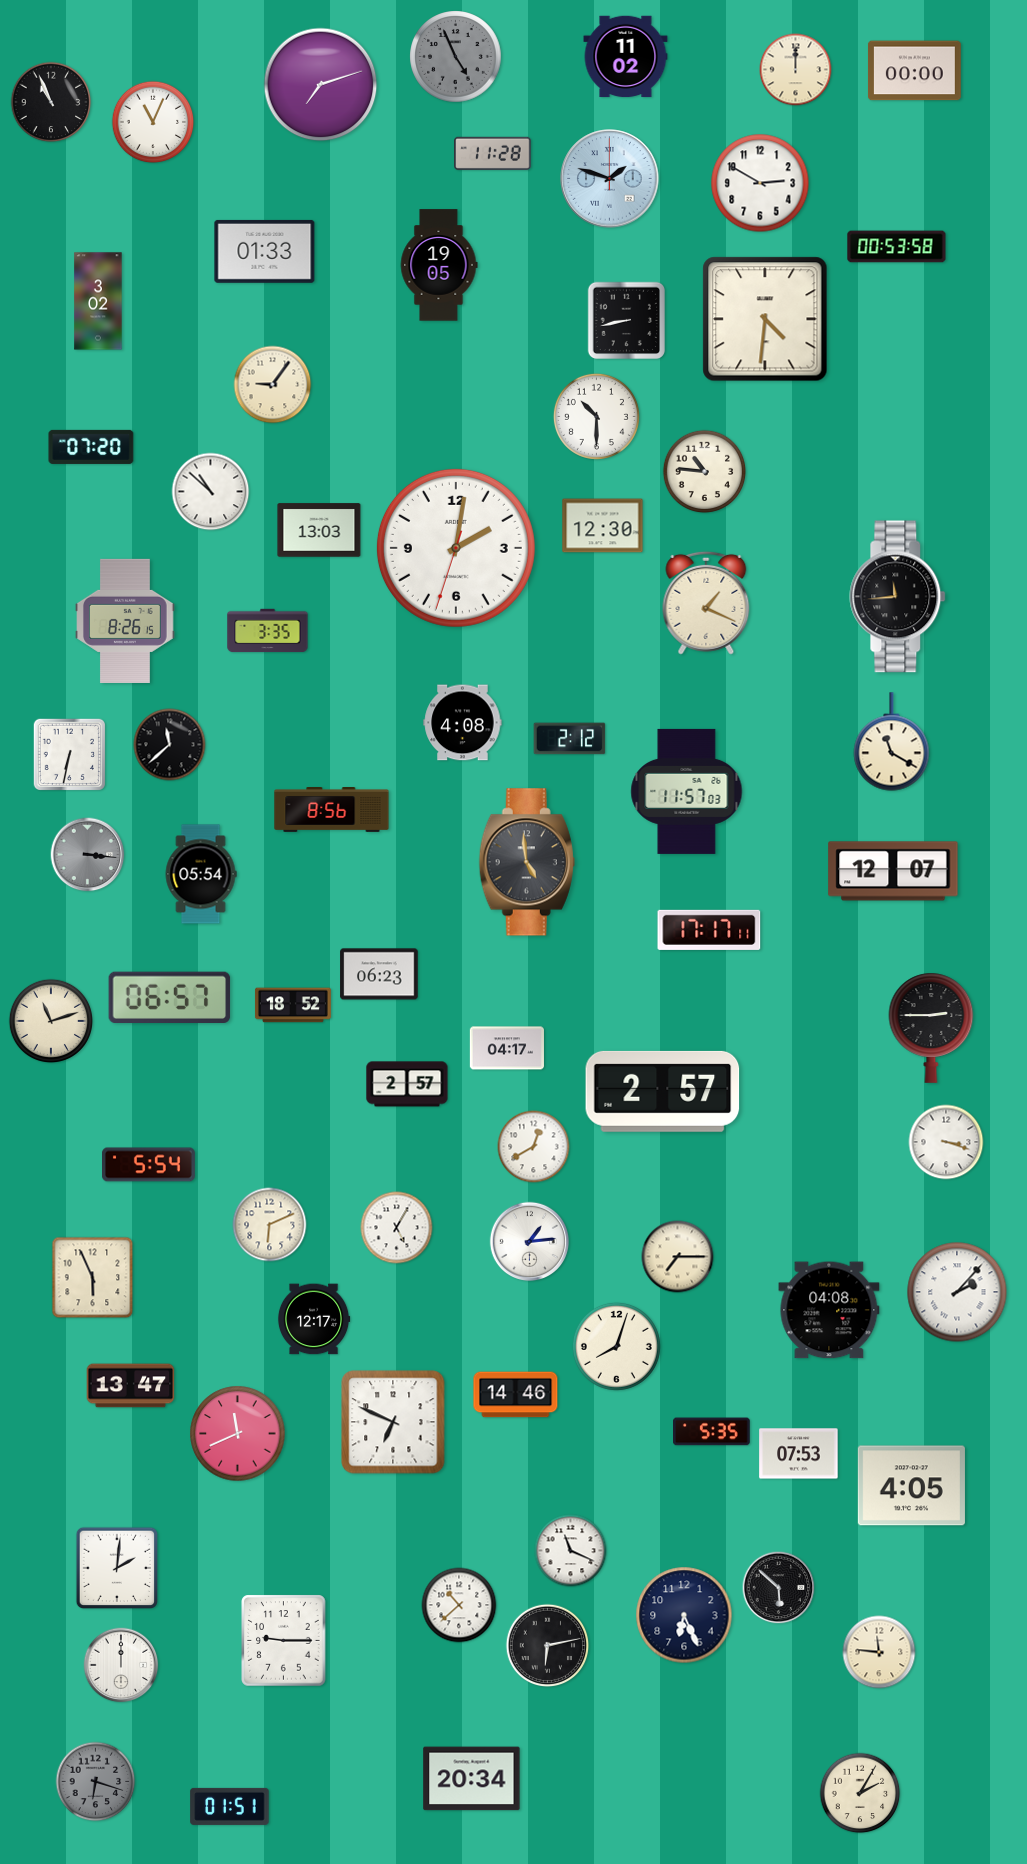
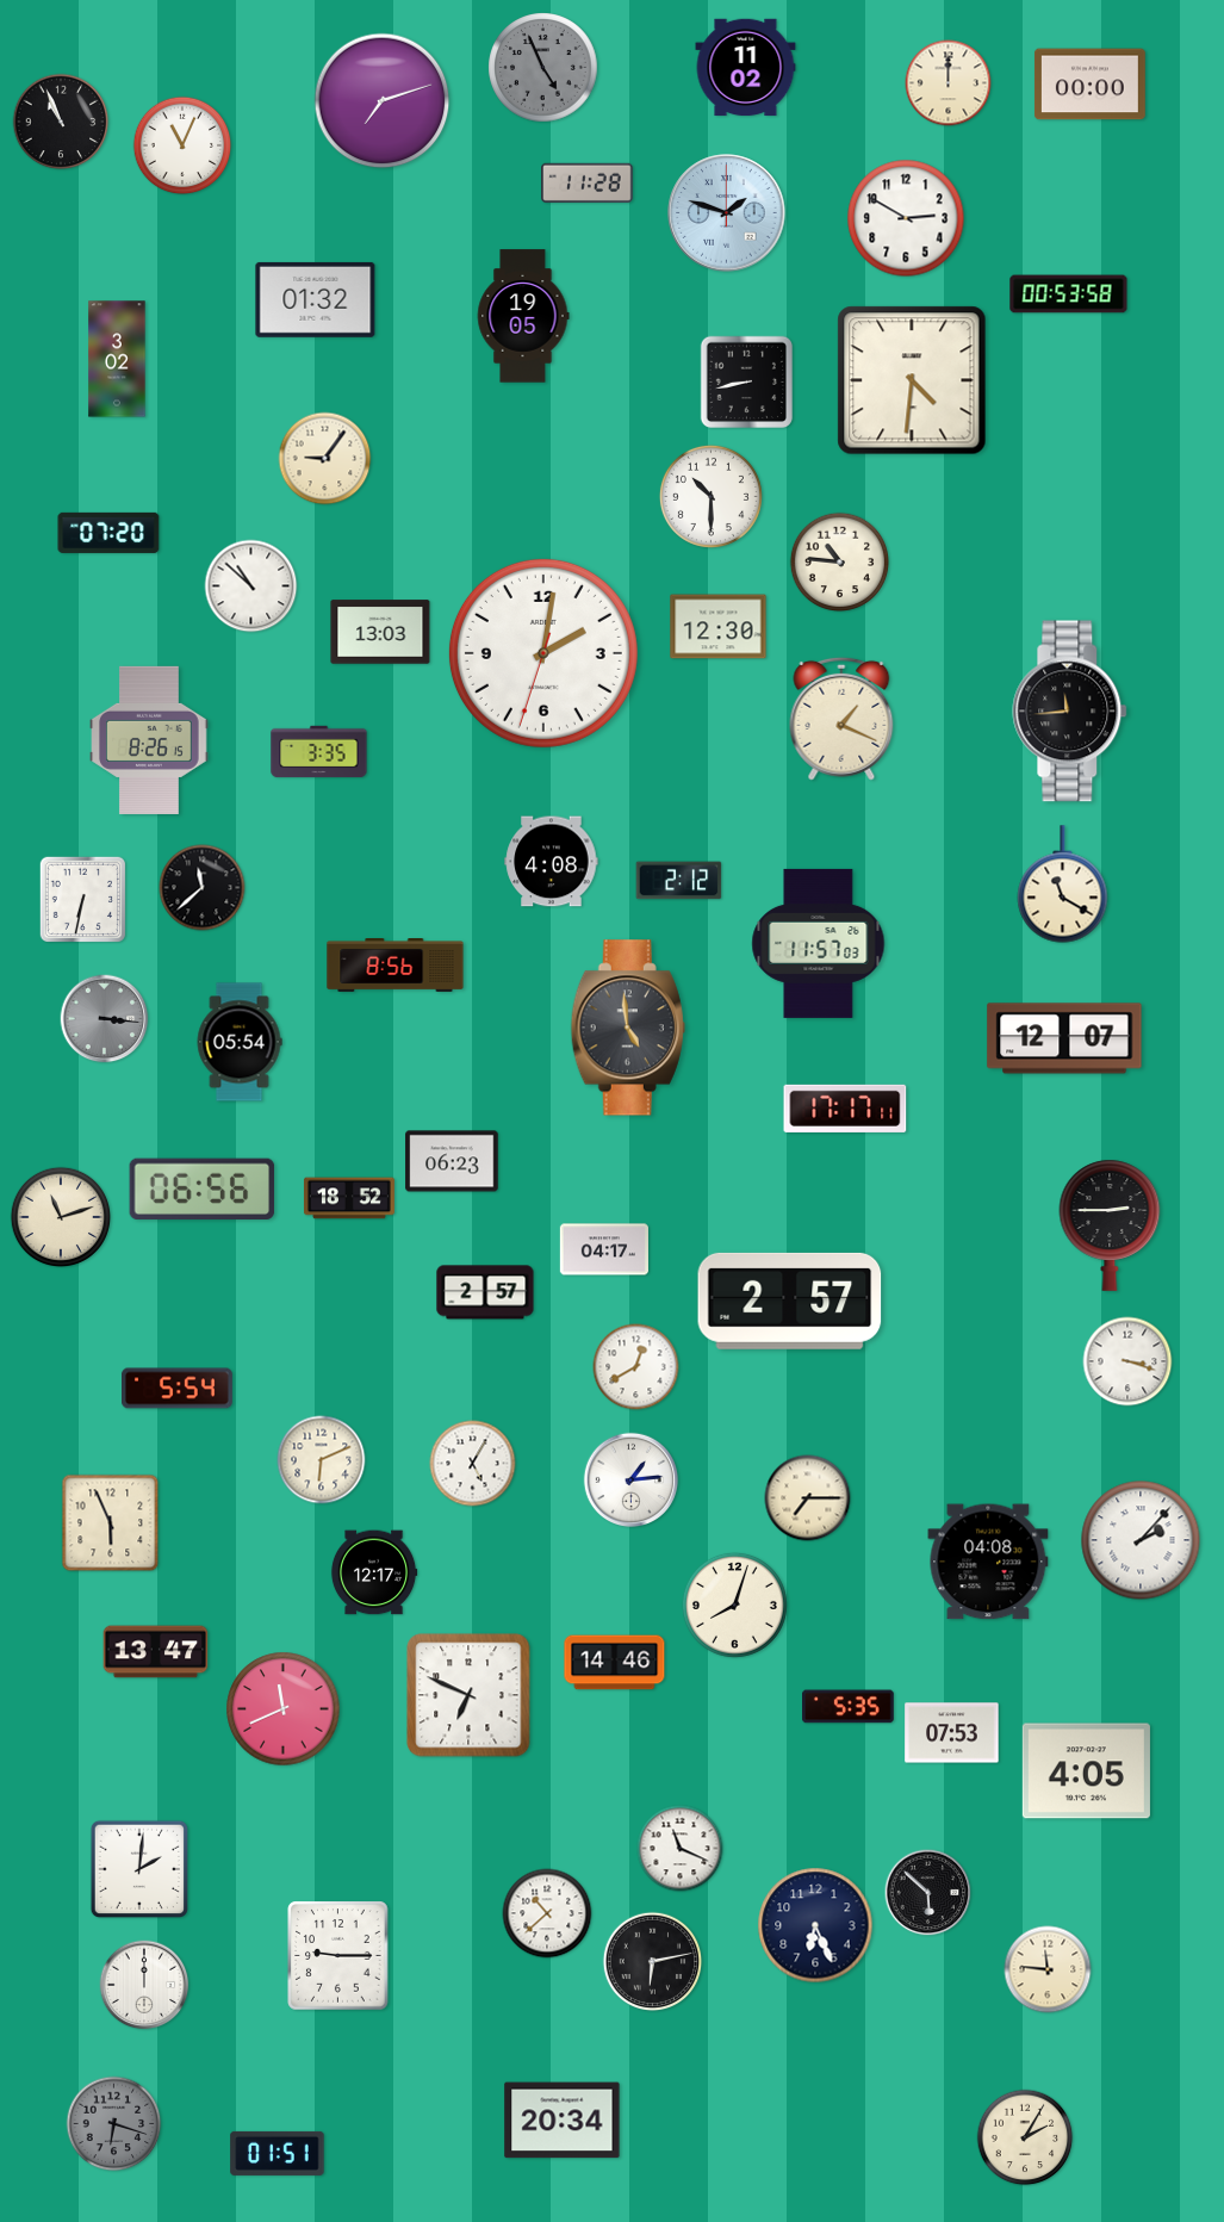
clock at (265, 251): 01:33 -> 01:32
clock at (170, 997): 06:57 -> 06:56
clock at (230, 1806) position: (230, 1806) -> (278, 2153)
